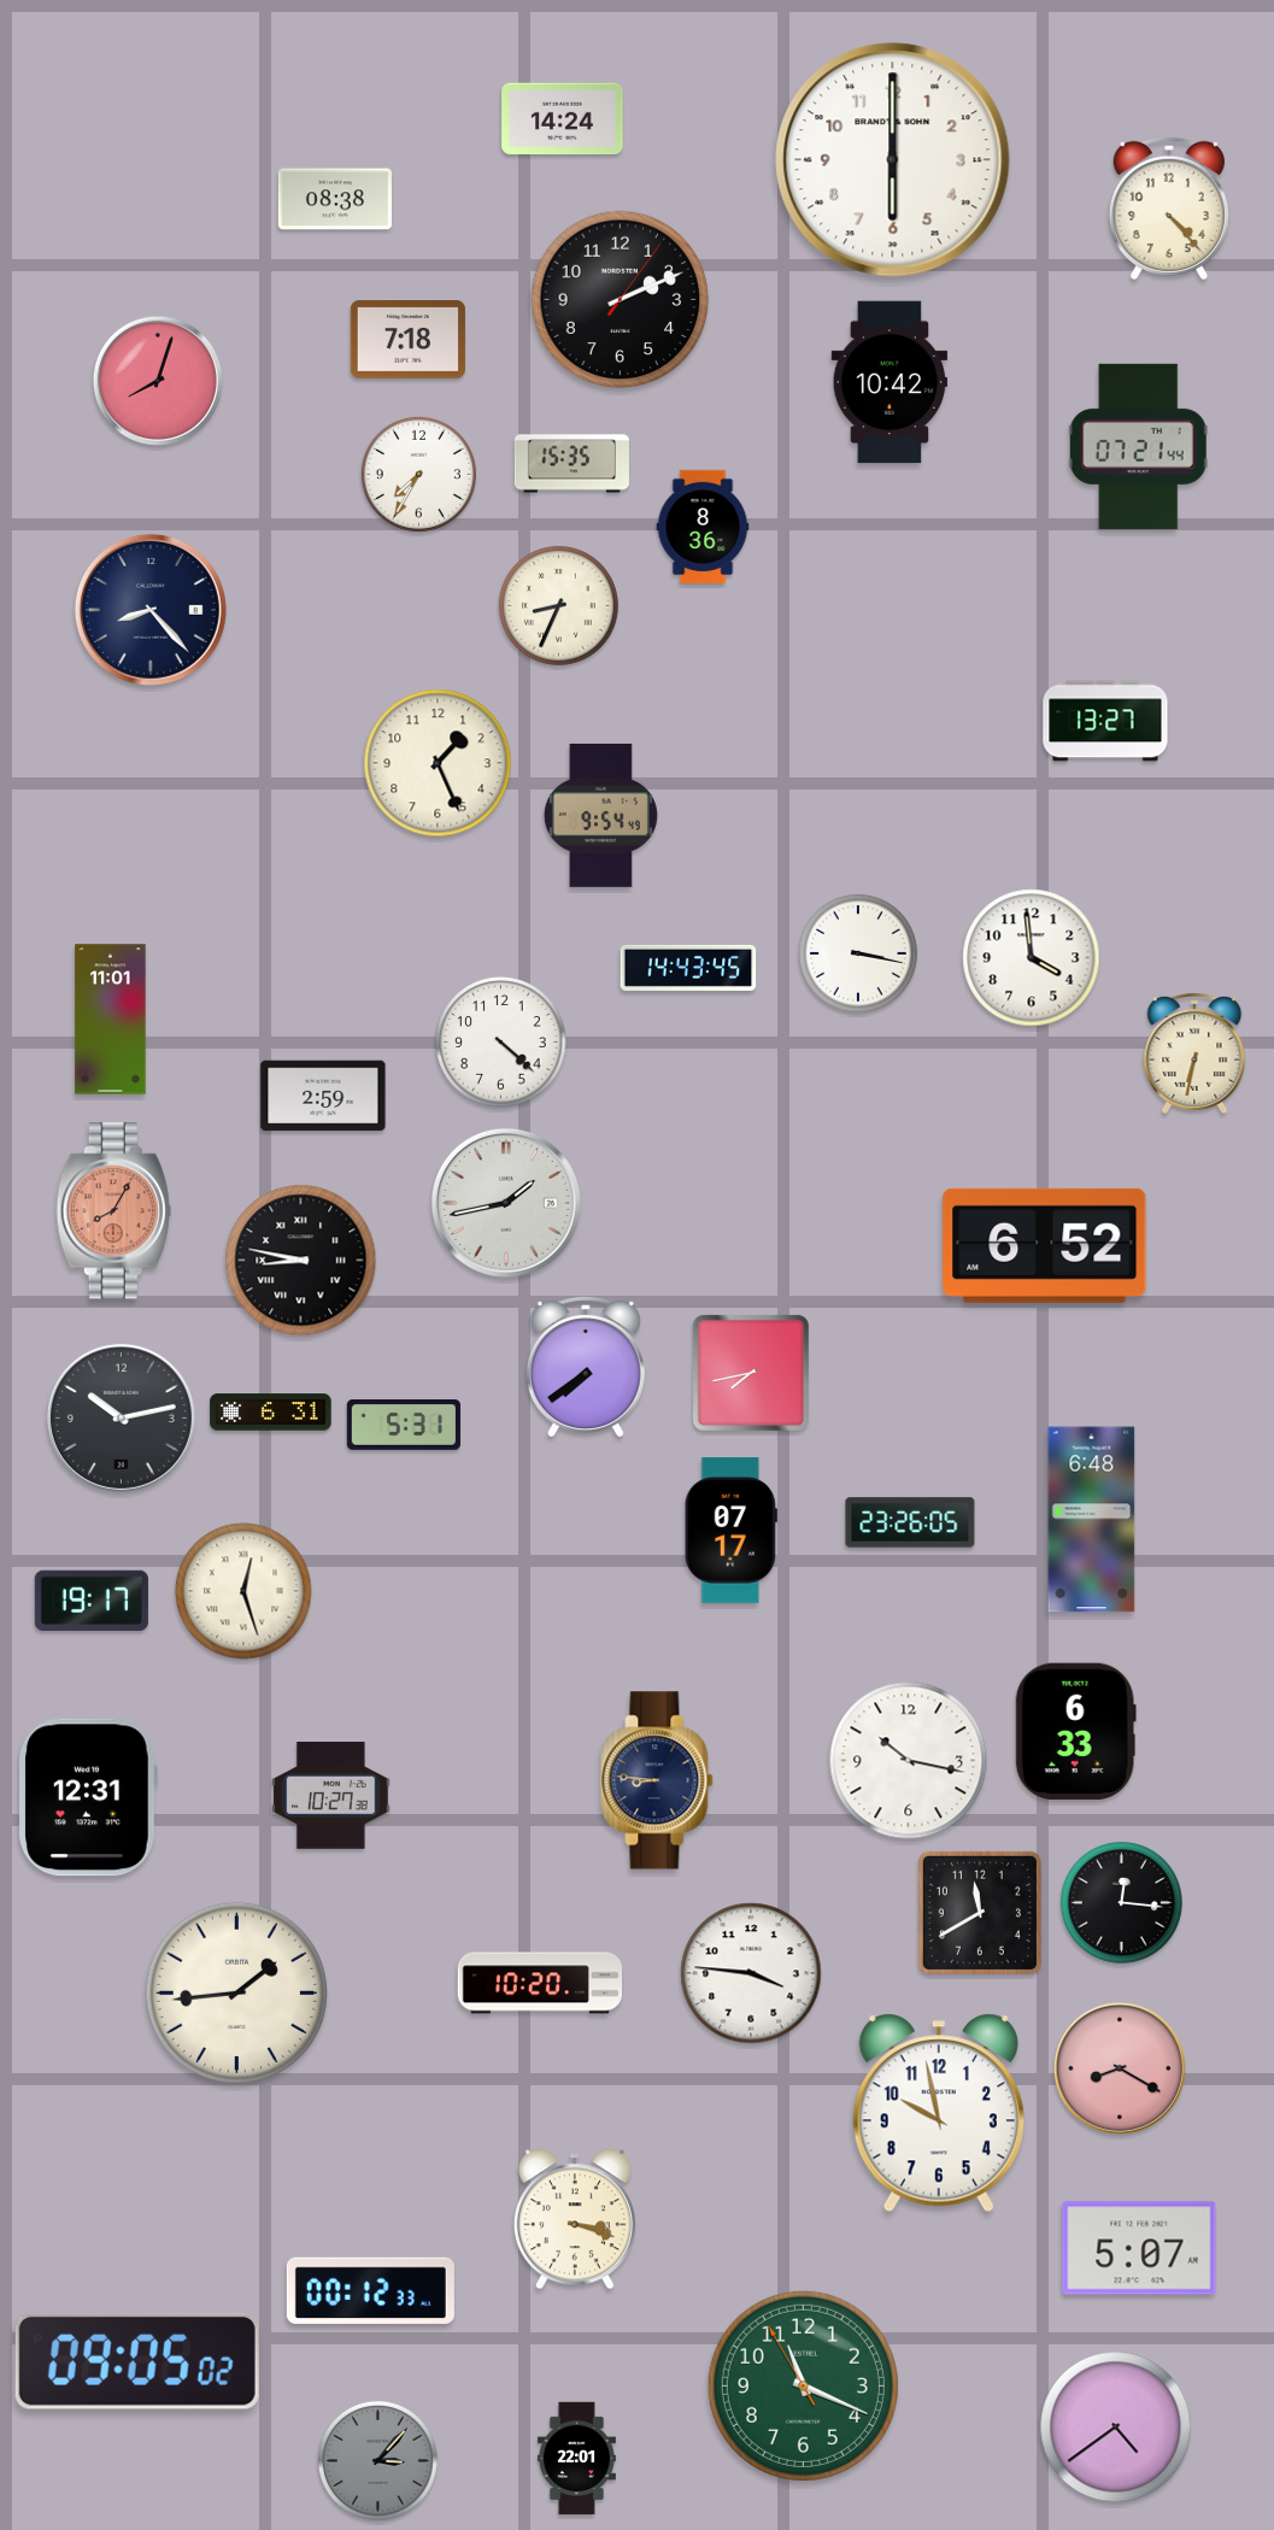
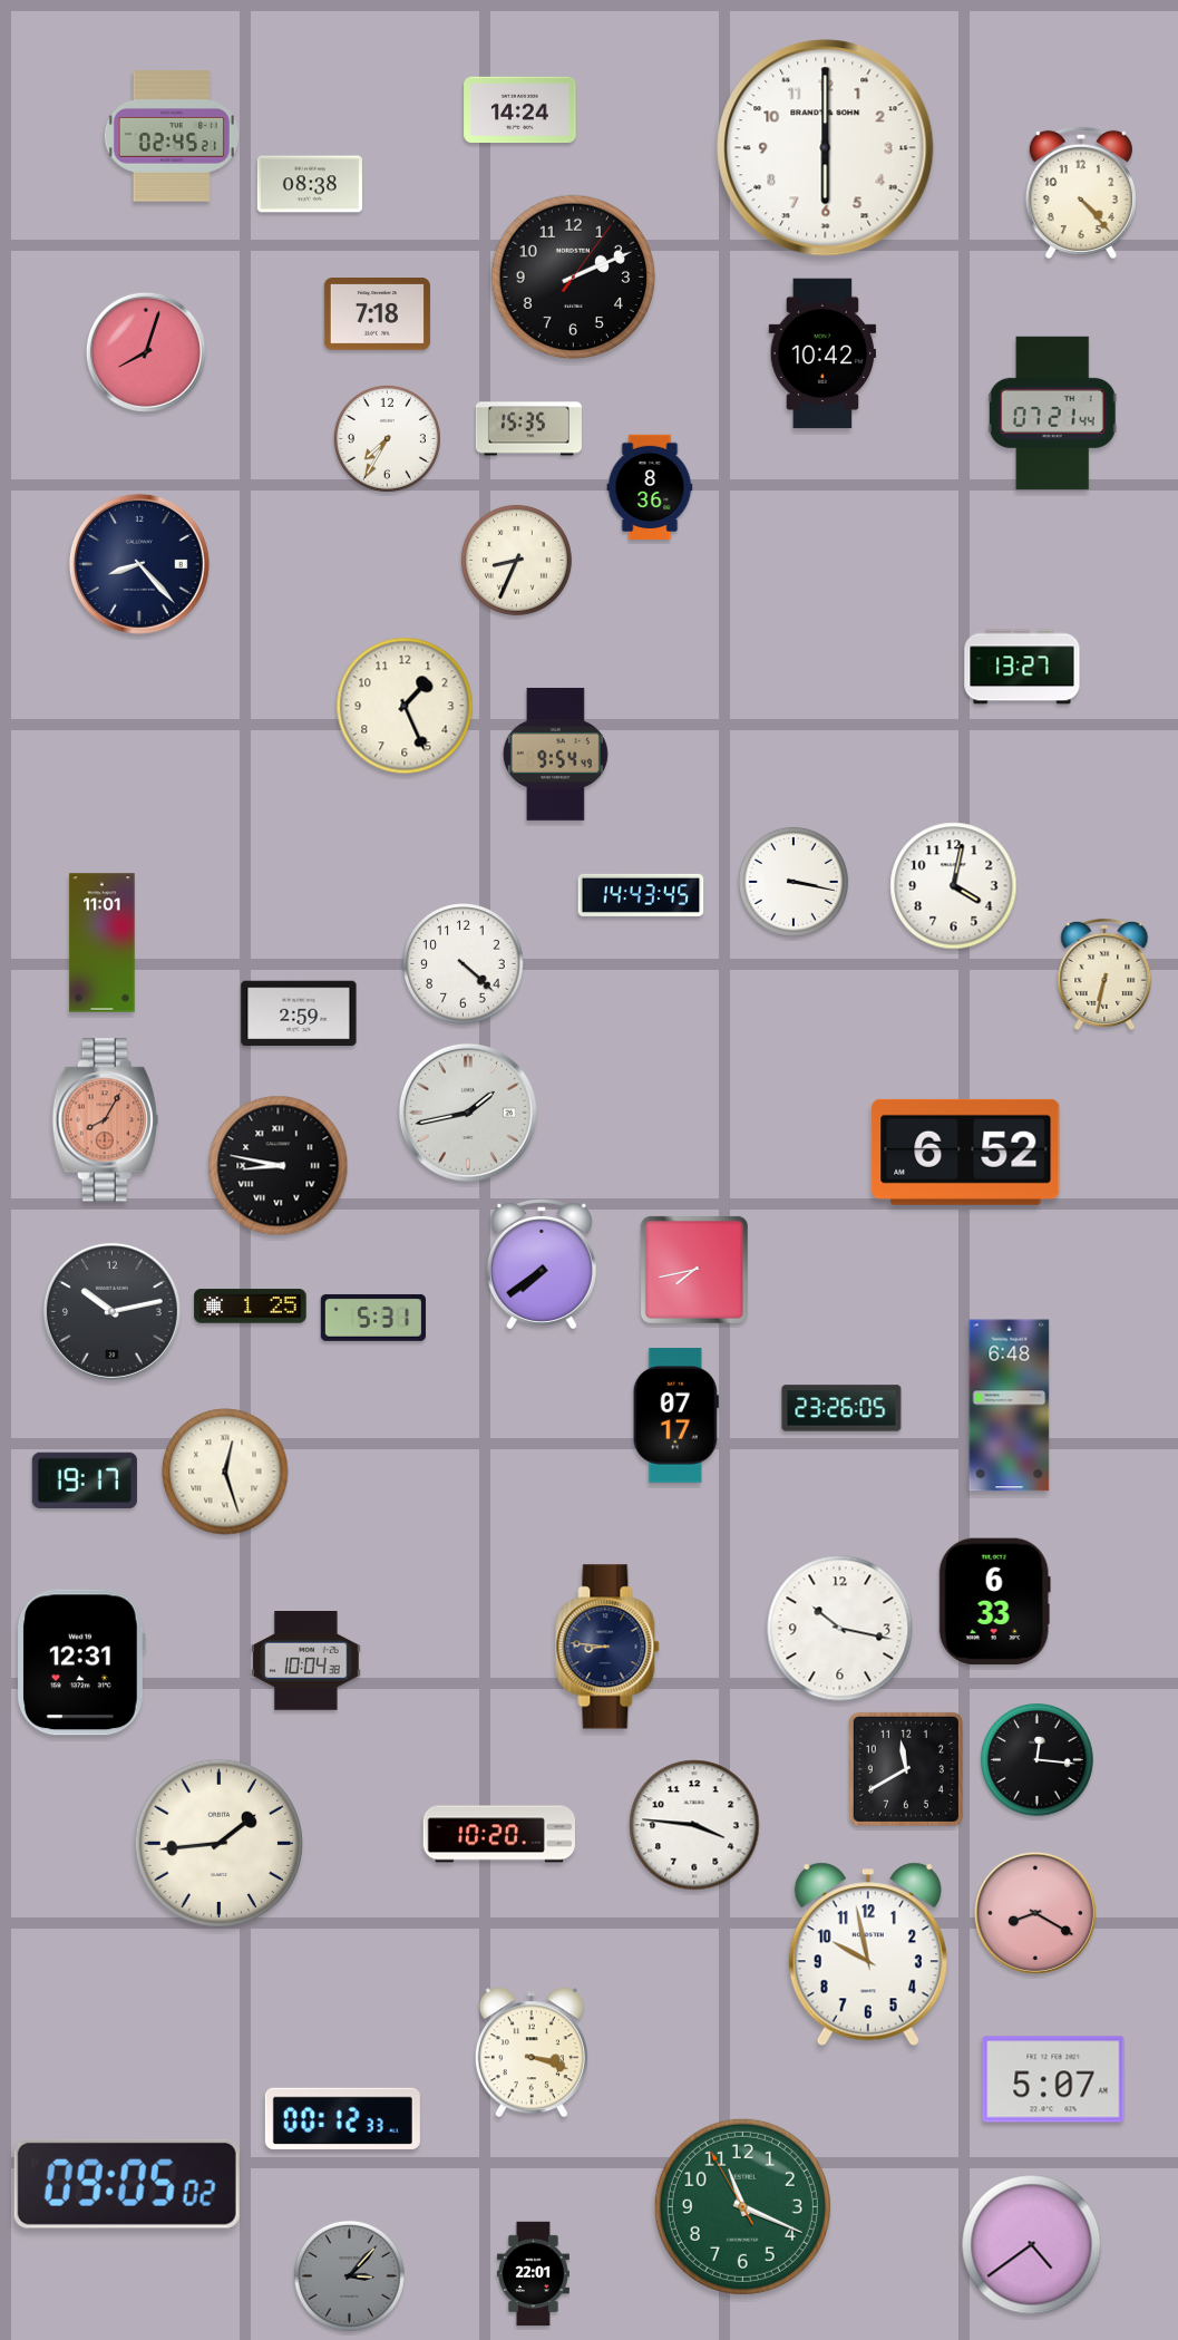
clock at (172, 136): none -> 02:45
clock at (1032, 958): 3:59 -> 4:02
clock at (688, 968) position: (688, 968) -> (641, 895)
clock at (271, 1413): 6:31 -> 1:25
clock at (331, 1796): 10:27 -> 10:04
